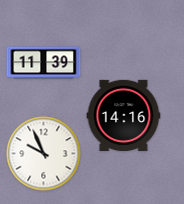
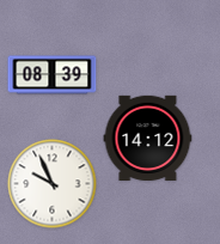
clock at (44, 63): 11:39 -> 08:39
clock at (124, 115): 14:16 -> 14:12
